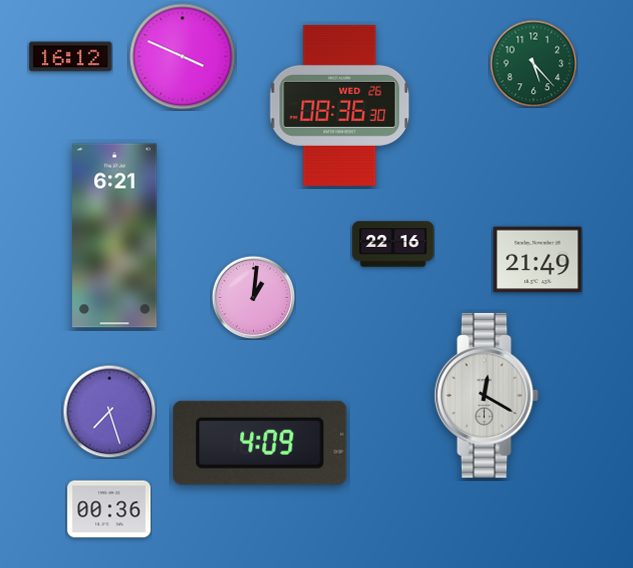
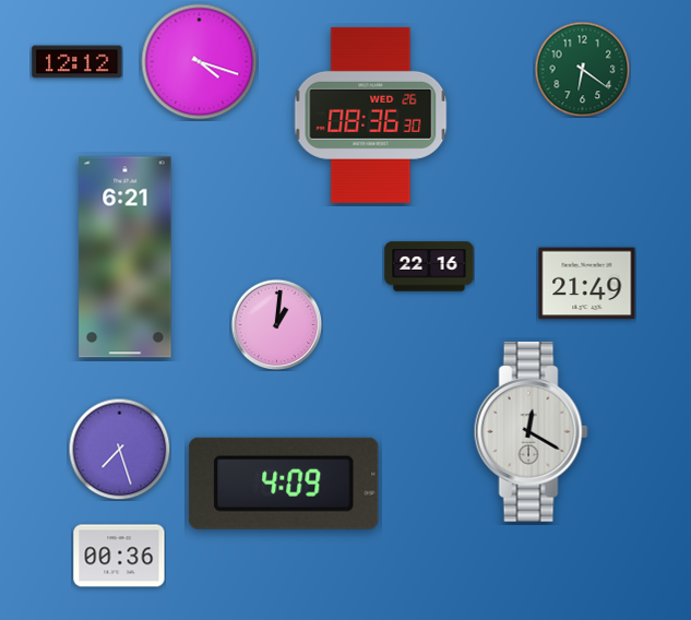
clock at (71, 57): 16:12 -> 12:12
clock at (183, 57): 3:49 -> 4:18
clock at (533, 63): 5:23 -> 6:21
